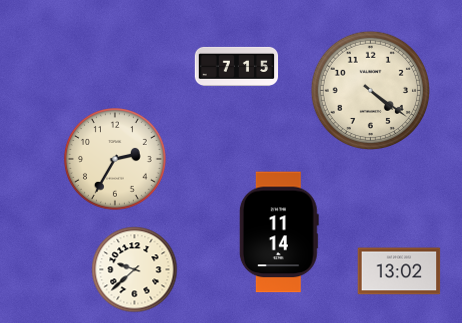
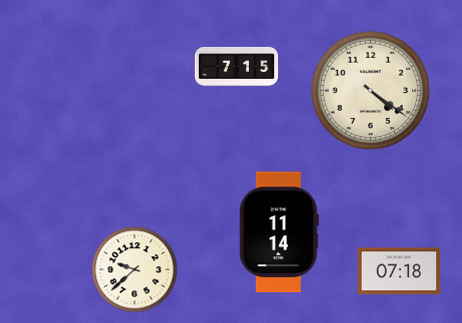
clock at (116, 160): 2:35 -> none
clock at (399, 271): 13:02 -> 07:18
